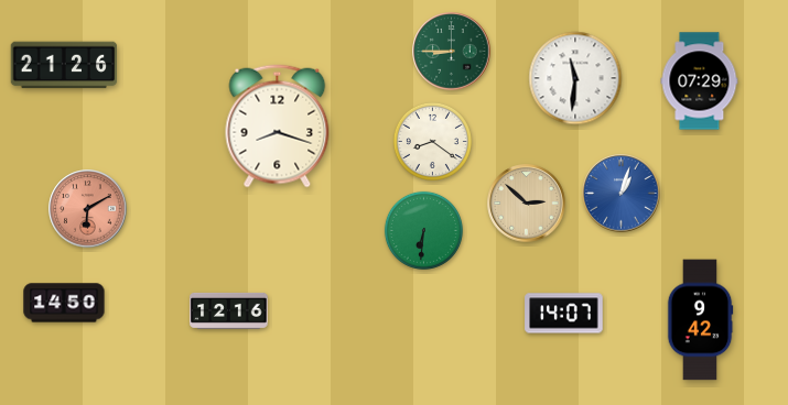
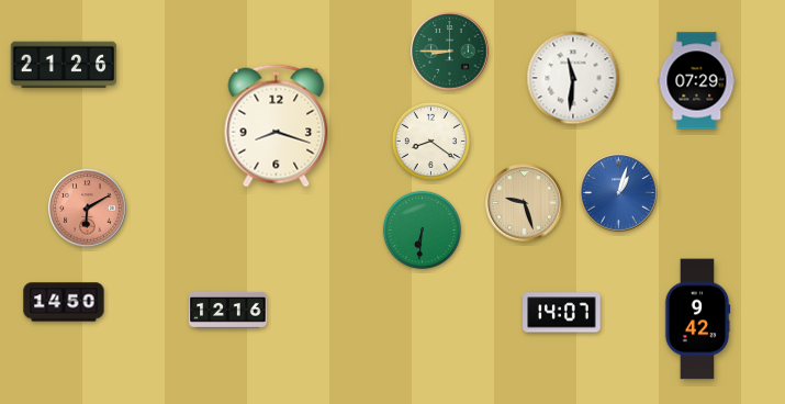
clock at (527, 204): 2:52 -> 9:27
